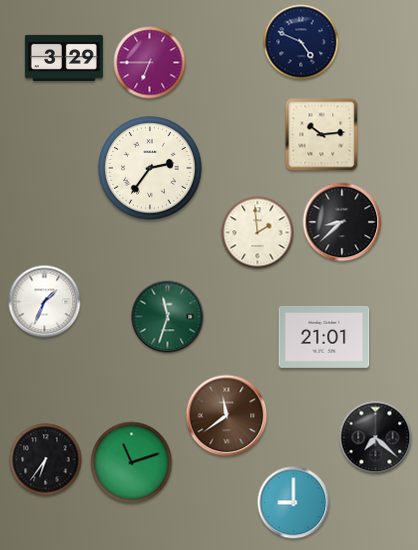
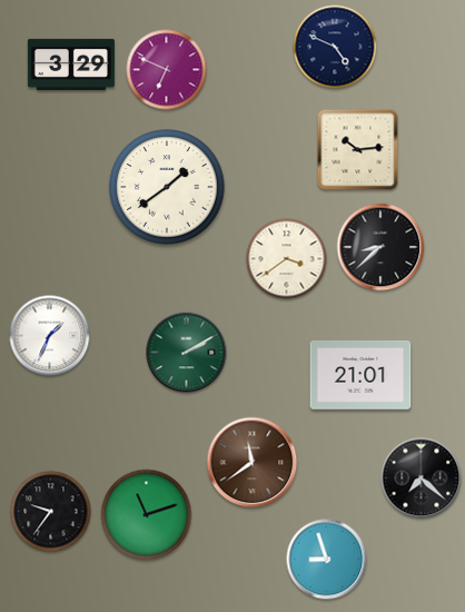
clock at (150, 63): 6:45 -> 6:49
clock at (150, 168): 2:36 -> 1:39
clock at (258, 233): 1:59 -> 3:39
clock at (168, 317): 11:33 -> 2:10
clock at (376, 438) position: (376, 438) -> (422, 478)
clock at (46, 460): 6:36 -> 9:36
clock at (294, 503): 9:00 -> 8:57
